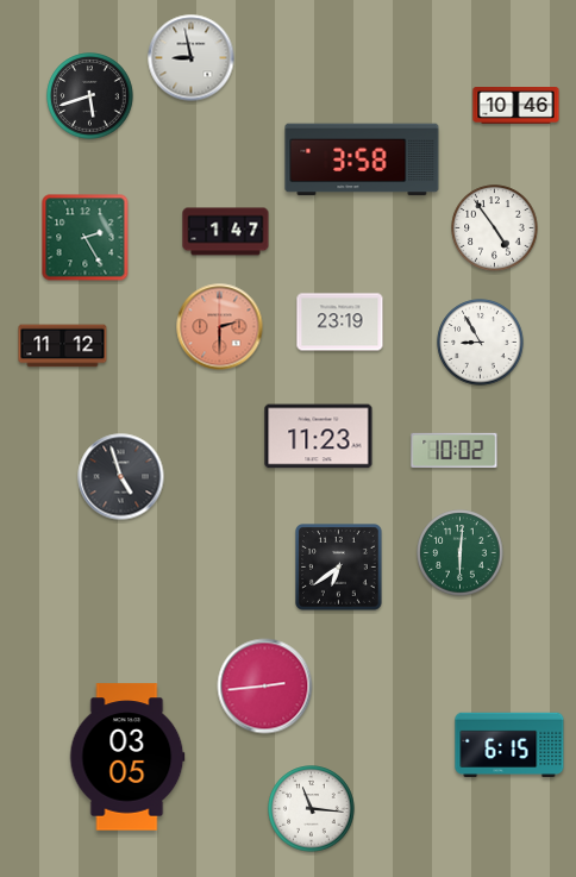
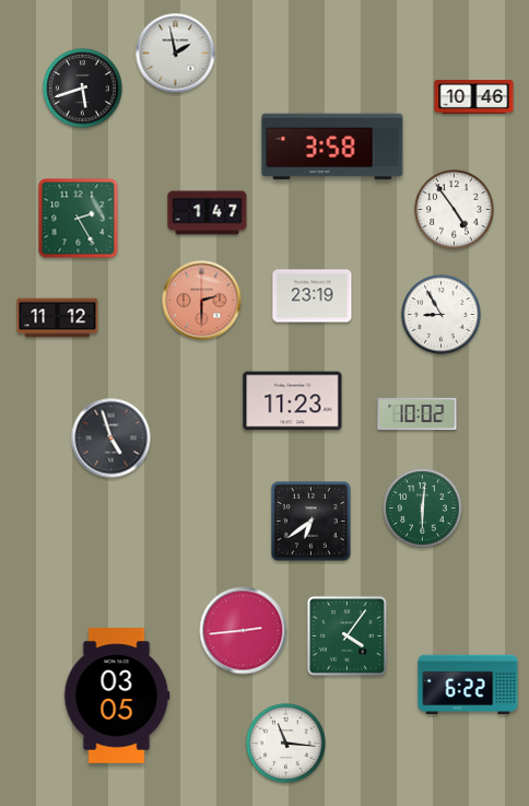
clock at (192, 58): 8:58 -> 1:58
clock at (346, 635): none -> 4:06
clock at (509, 744): 6:15 -> 6:22
